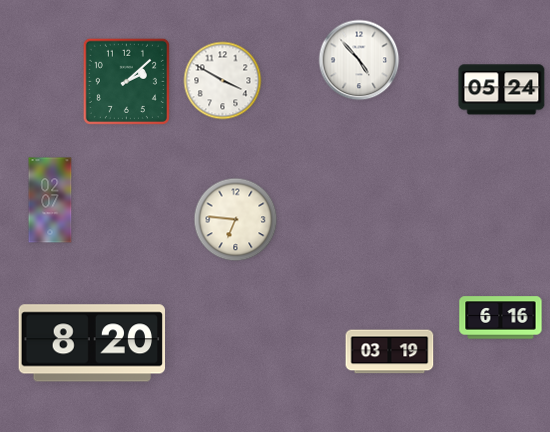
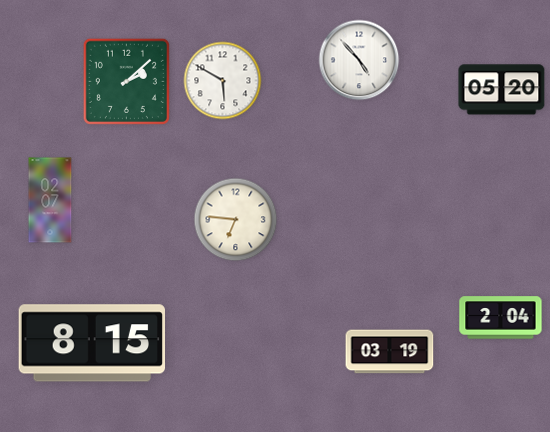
clock at (223, 81): 3:50 -> 5:50
clock at (502, 90): 05:24 -> 05:20
clock at (501, 318): 6:16 -> 2:04
clock at (91, 343): 8:20 -> 8:15
